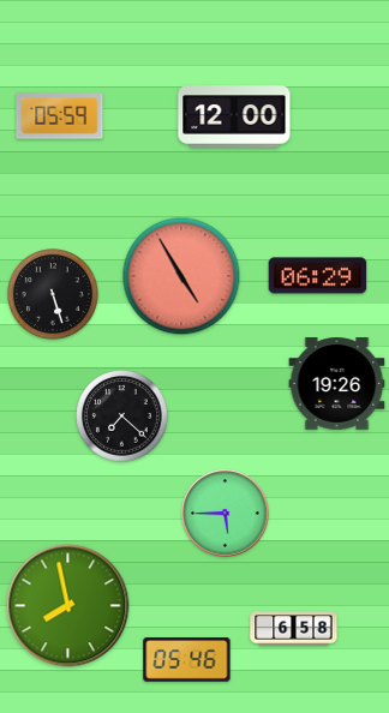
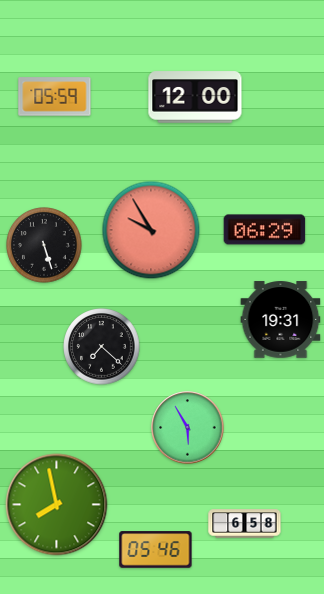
clock at (60, 116) position: (60, 116) -> (55, 97)
clock at (181, 276): 4:55 -> 9:55
clock at (337, 384): 19:26 -> 19:31
clock at (226, 514): 5:45 -> 5:55
